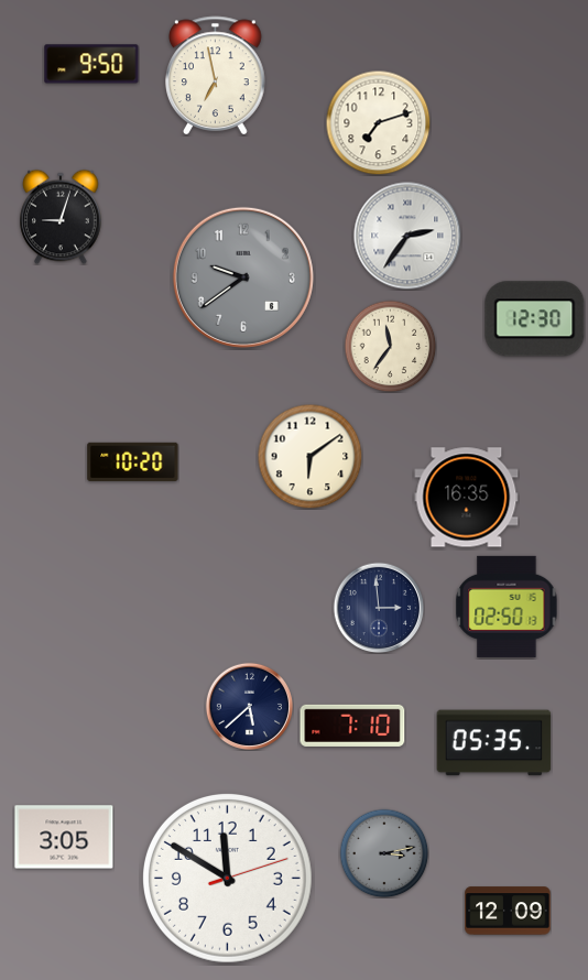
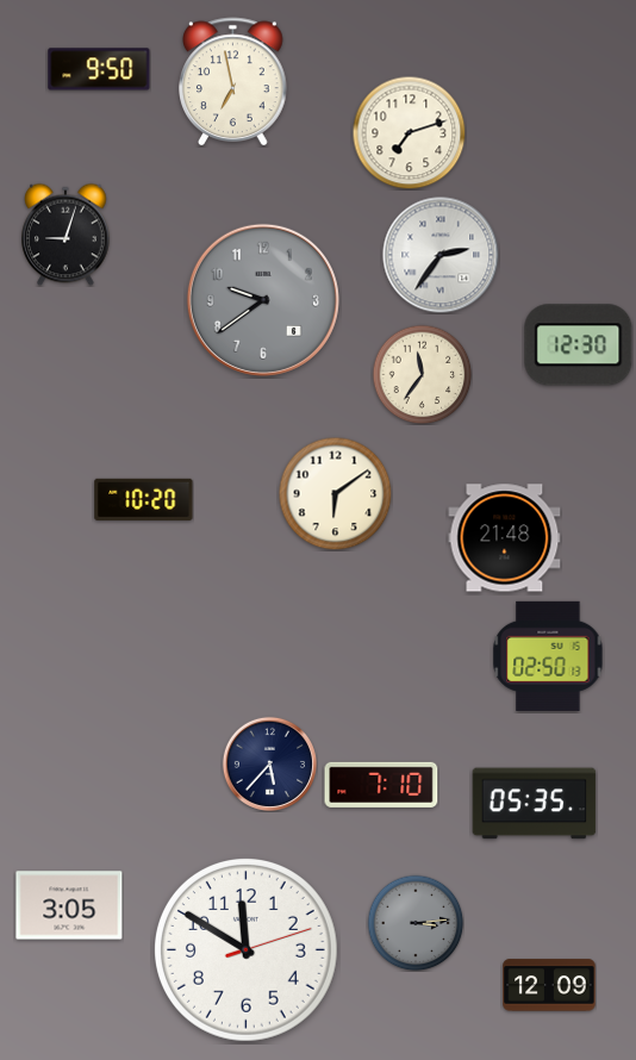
clock at (467, 498): 16:35 -> 21:48
clock at (379, 608): 2:59 -> none
clock at (249, 706): 5:38 -> 5:37
clock at (384, 853): 3:13 -> 3:14
